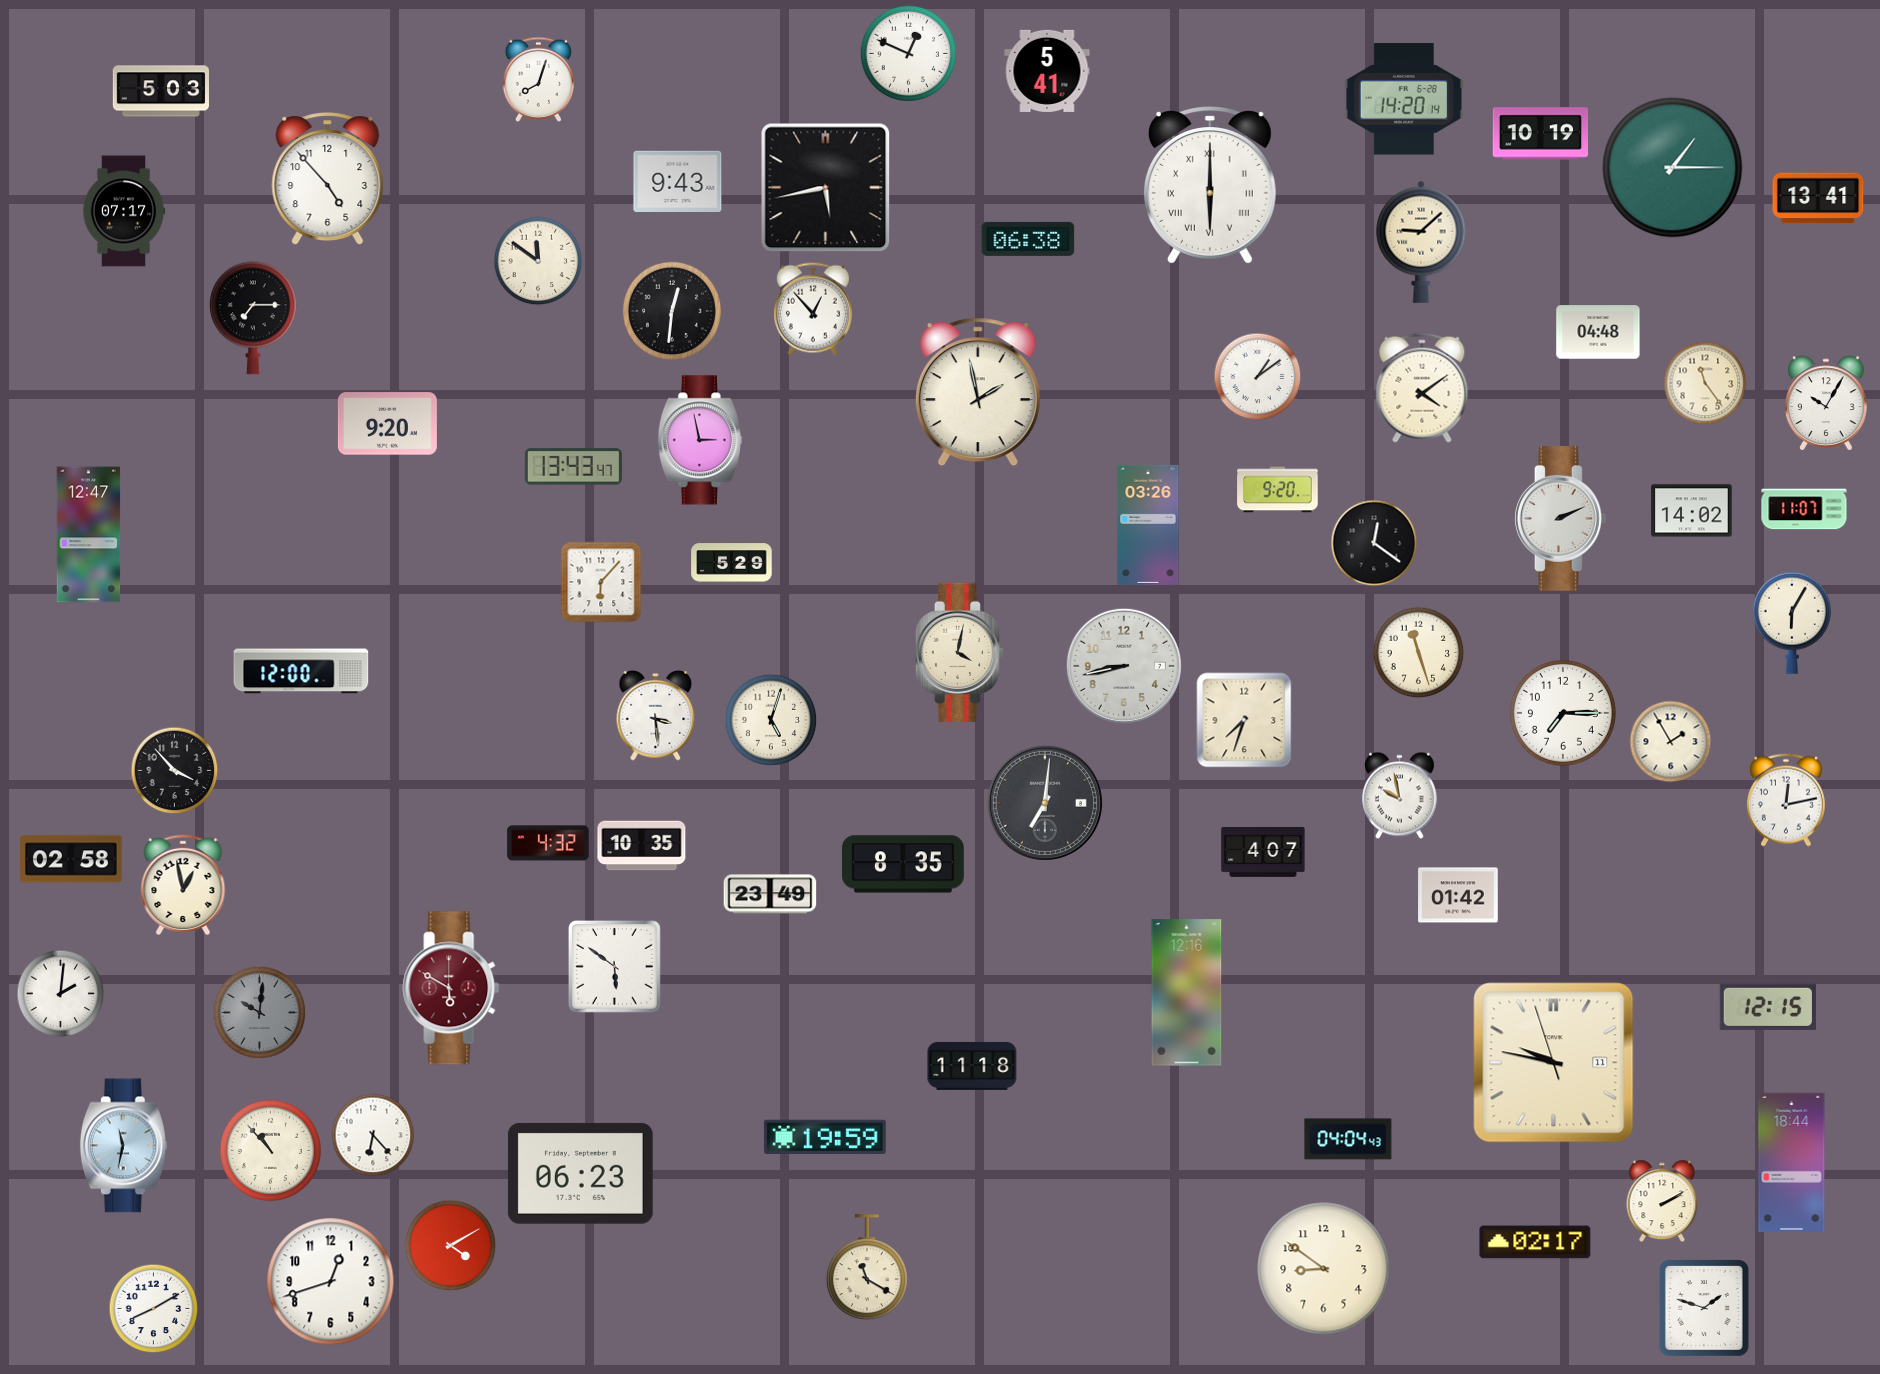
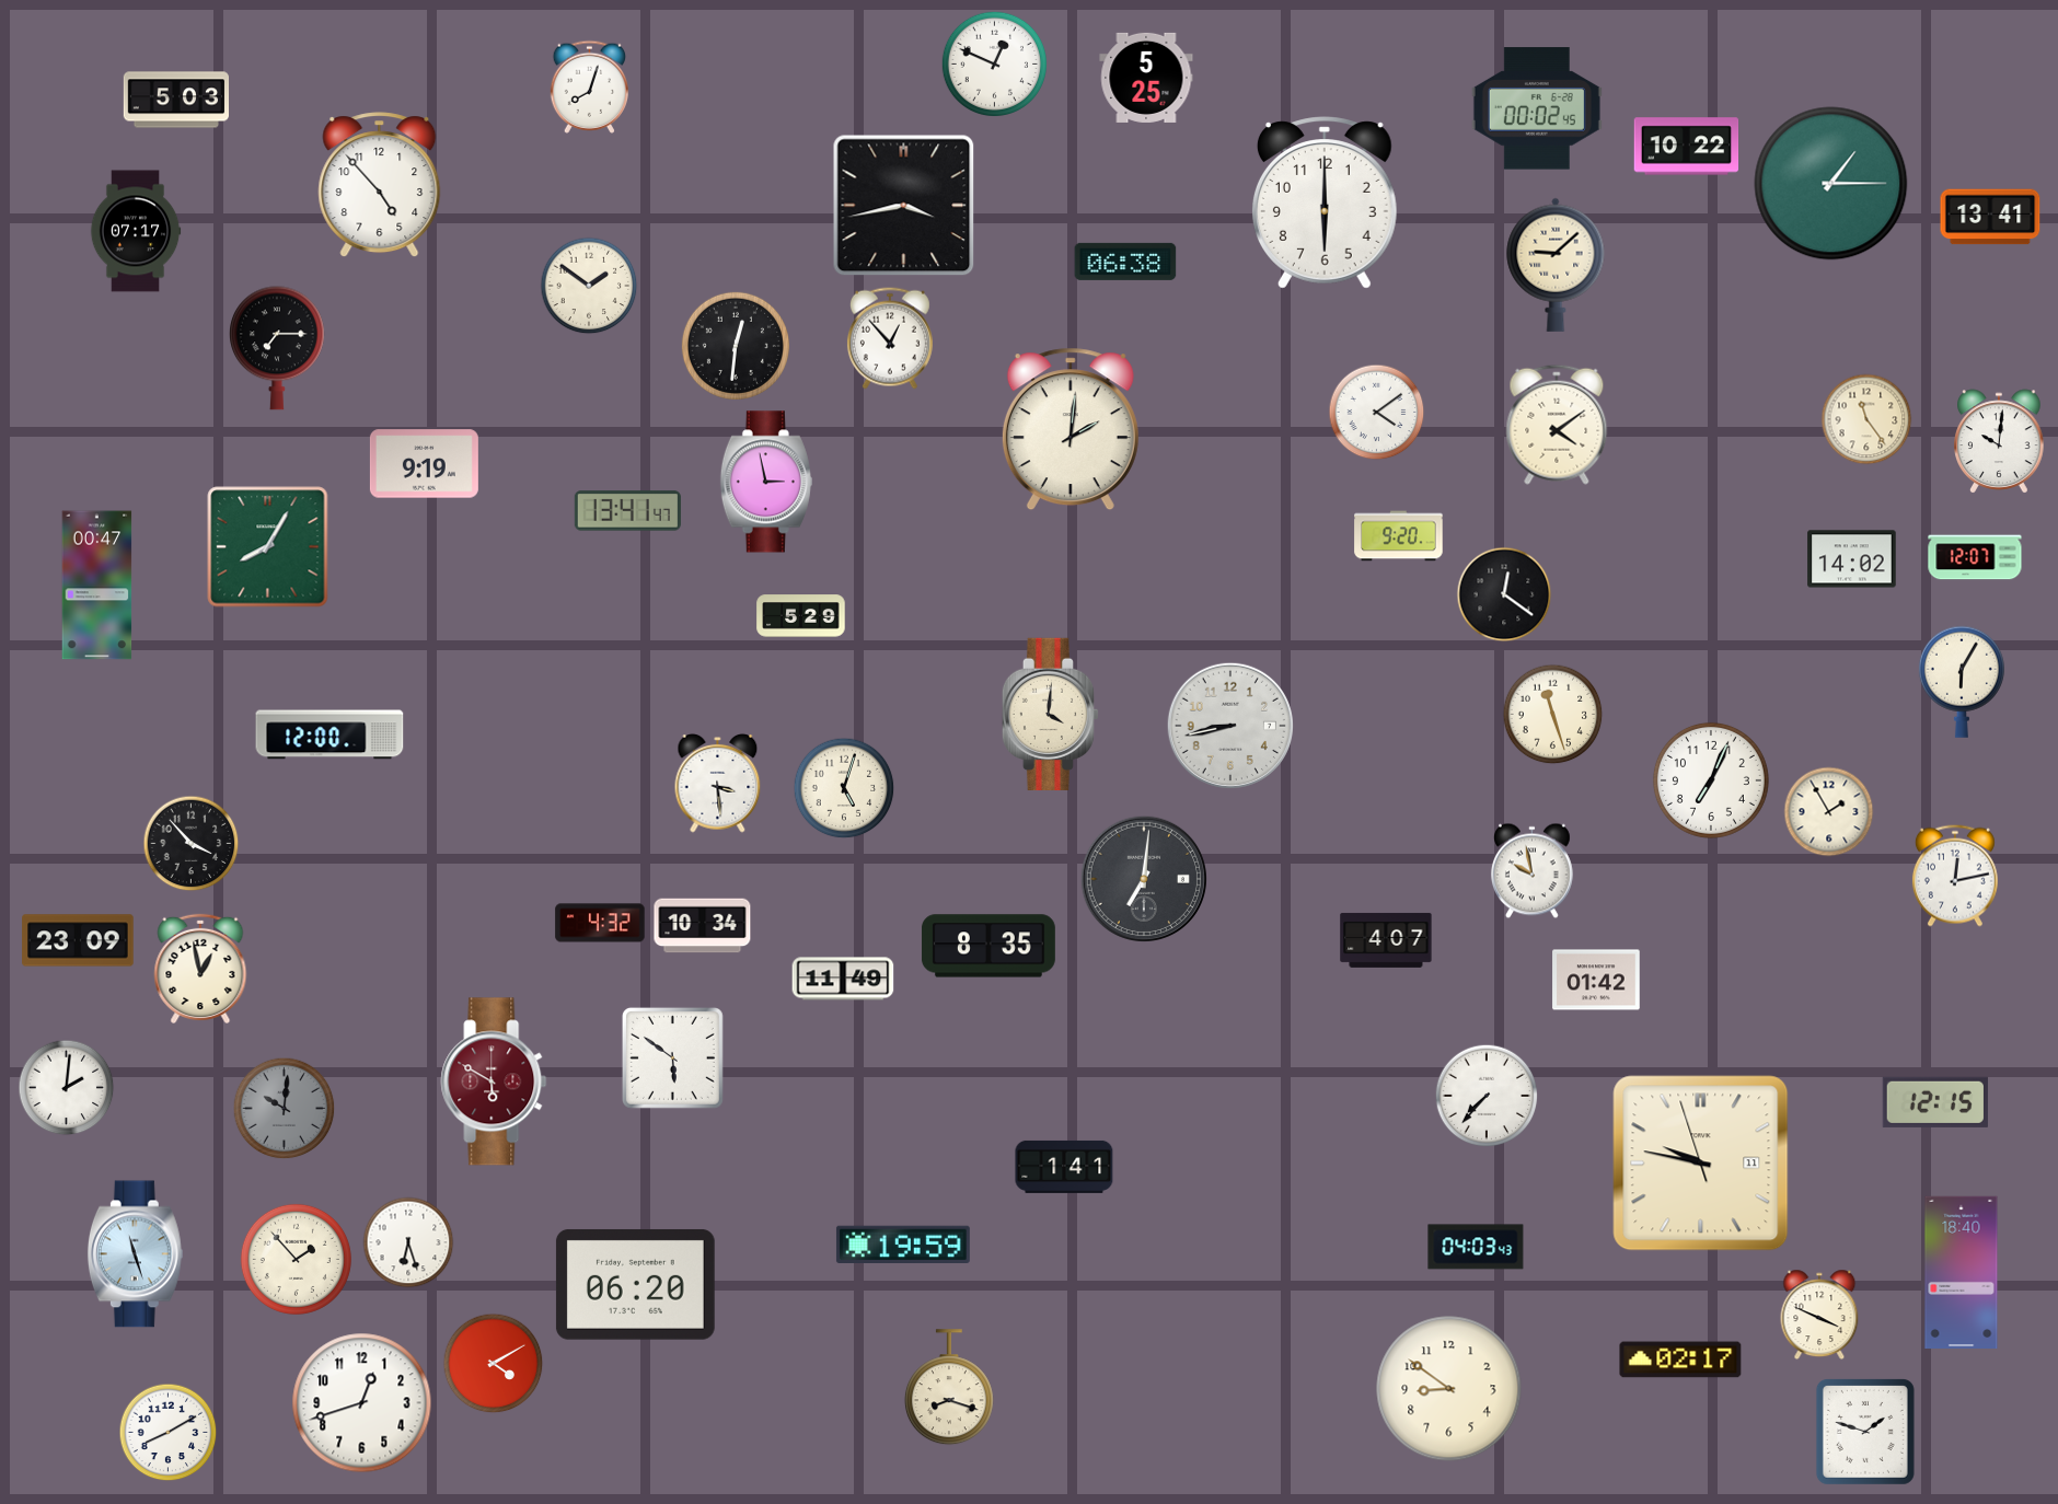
clock at (908, 53) position: (908, 53) -> (994, 63)
clock at (1047, 71): 5:41 -> 5:25
clock at (1404, 99): 14:20 -> 00:02
clock at (1541, 134): 10:19 -> 10:22
clock at (328, 179) position: (328, 179) -> (380, 185)
clock at (678, 181): 9:43 -> none
clock at (1210, 185) numerals: Roman -> Arabic
clock at (826, 188): 5:43 -> 3:43
clock at (538, 261): 11:51 -> 1:51
clock at (672, 311) position: (672, 311) -> (736, 346)
clock at (1598, 332): 04:48 -> none
clock at (1258, 377): 1:09 -> 4:09
clock at (978, 392): 1:58 -> 2:01
clock at (1826, 403): 10:05 -> 10:01
clock at (387, 424): 9:20 -> 9:19
clock at (573, 467): 13:43 -> 13:41
clock at (268, 547): none -> 8:05
clock at (1804, 509): 11:07 -> 12:07
clock at (1560, 519): 2:11 -> none
clock at (1148, 525): 03:26 -> none
clock at (89, 535): 12:47 -> 00:47
clock at (601, 582): 6:07 -> none
clock at (960, 652): 4:02 -> 4:01
clock at (1124, 666) position: (1124, 666) -> (1230, 726)
clock at (1563, 713): 7:15 -> 7:04
clock at (1244, 720): 7:33 -> none
clock at (642, 846): 10:35 -> 10:34
clock at (1263, 852) position: (1263, 852) -> (1386, 940)
clock at (71, 859): 02:58 -> 23:09
clock at (770, 894): 23:49 -> 11:49
clock at (1187, 993): 12:16 -> none
clock at (1487, 1096): none -> 7:37
clock at (972, 1066): 11:18 -> 1:41
clock at (373, 1135): 6:23 -> 6:27
clock at (1348, 1139): 04:04 -> 04:03
clock at (123, 1146): 11:32 -> 11:27
clock at (270, 1150): 10:53 -> 1:53
clock at (1792, 1163): 18:44 -> 18:40
clock at (580, 1173): 06:23 -> 06:20
clock at (1662, 1201): 2:10 -> 3:49
clock at (867, 1268): 11:20 -> 8:18
